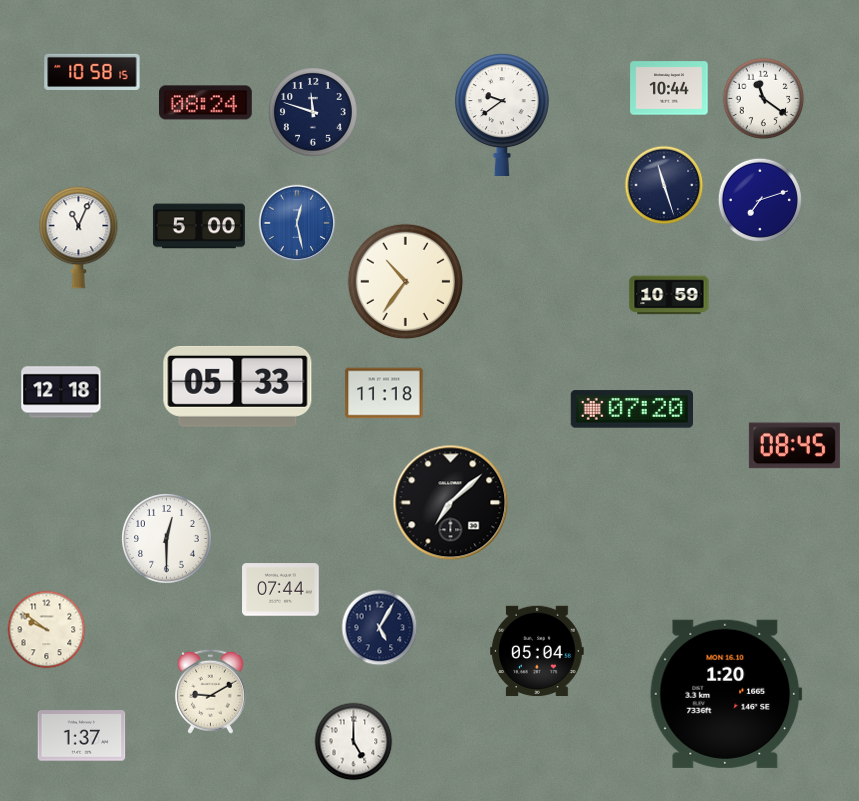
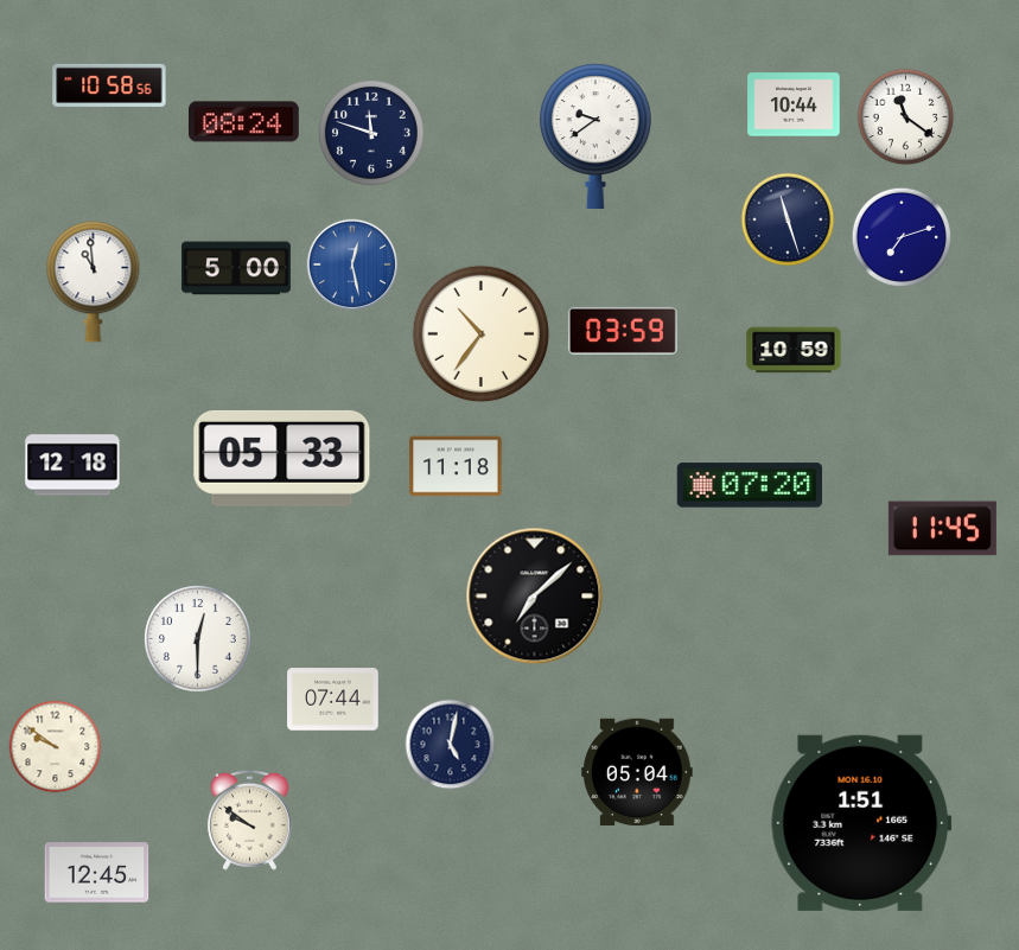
clock at (92, 71): 10:58:15 -> 10:58:56
clock at (79, 238): 11:04 -> 10:59
clock at (623, 331): none -> 03:59
clock at (794, 446): 08:45 -> 11:45
clock at (380, 628): 5:05 -> 5:02
clock at (210, 691): 9:10 -> 9:51
clock at (726, 694): 1:20 -> 1:51
clock at (82, 736): 1:37 -> 12:45
clock at (354, 742): 5:00 -> none
